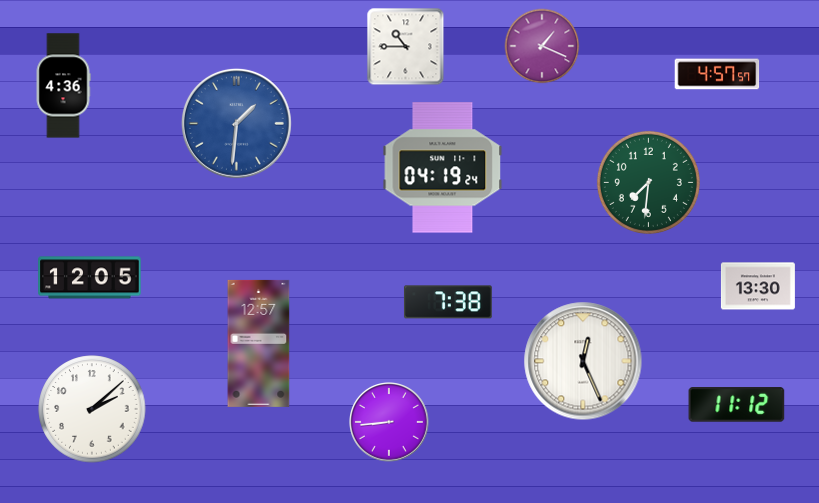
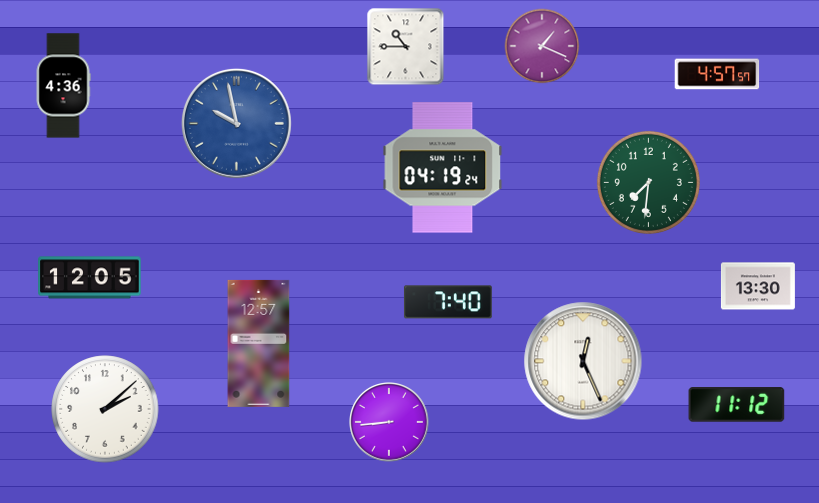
clock at (236, 123): 1:31 -> 9:58
clock at (448, 302): 7:38 -> 7:40
clock at (92, 409) position: (92, 409) -> (105, 409)
